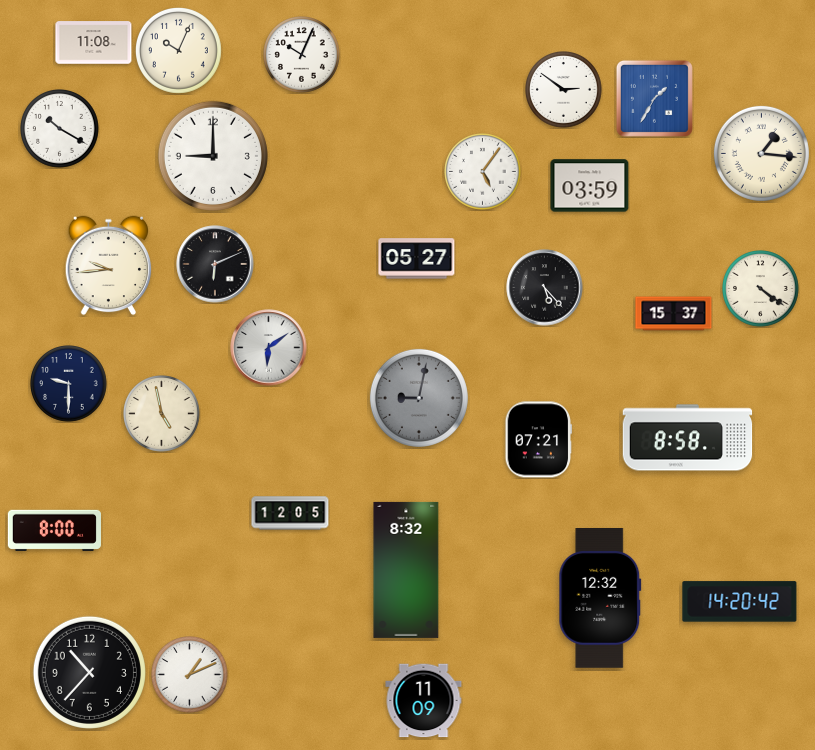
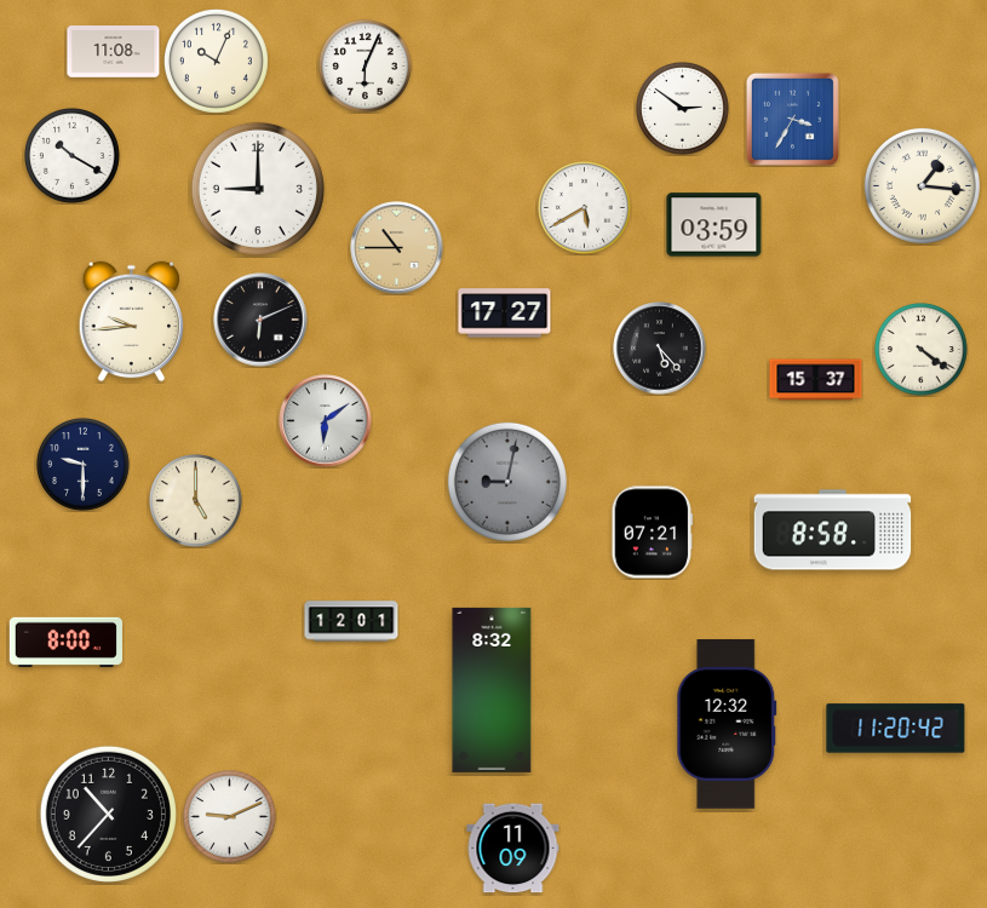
clock at (302, 55): 10:04 -> 6:04
clock at (654, 98): 1:35 -> 3:35
clock at (483, 172): 5:06 -> 5:40
clock at (397, 248): none -> 10:45
clock at (417, 259): 05:27 -> 17:27
clock at (162, 414): 4:58 -> 5:00
clock at (290, 513): 12:05 -> 12:01
clock at (740, 602): 14:20 -> 11:20
clock at (190, 675): 1:11 -> 9:11
